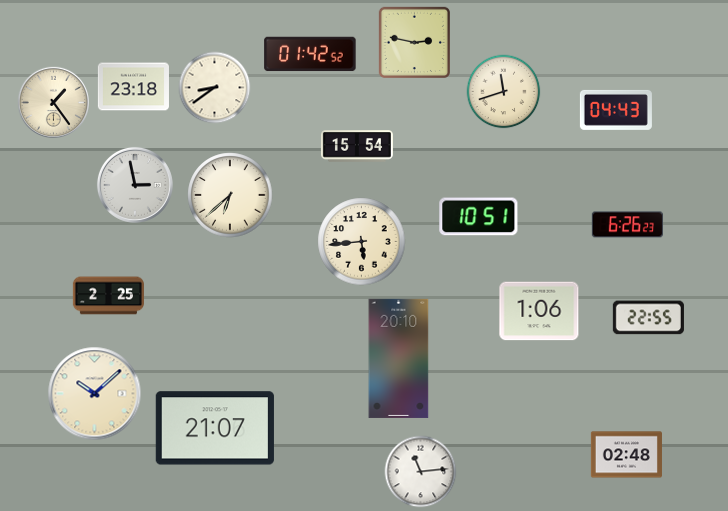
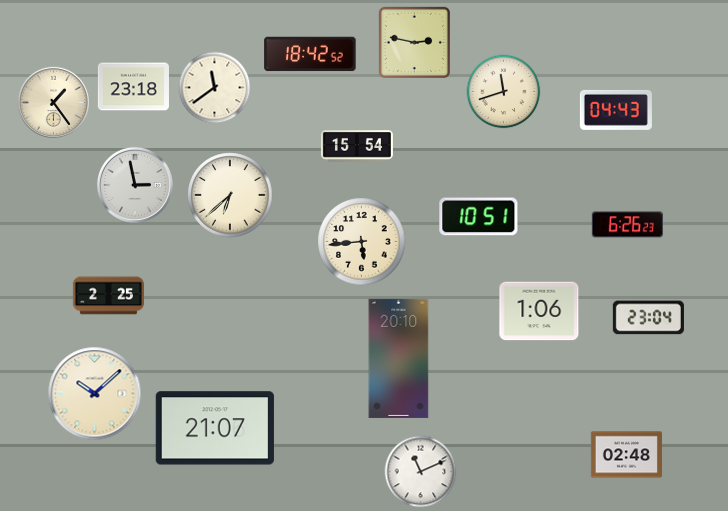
clock at (310, 54): 01:42 -> 18:42
clock at (215, 88): 8:39 -> 11:39
clock at (648, 318): 22:55 -> 23:04
clock at (421, 472): 11:14 -> 11:11
